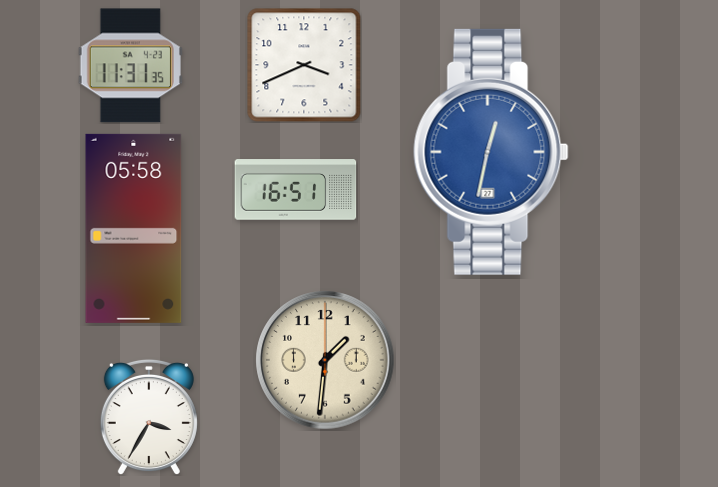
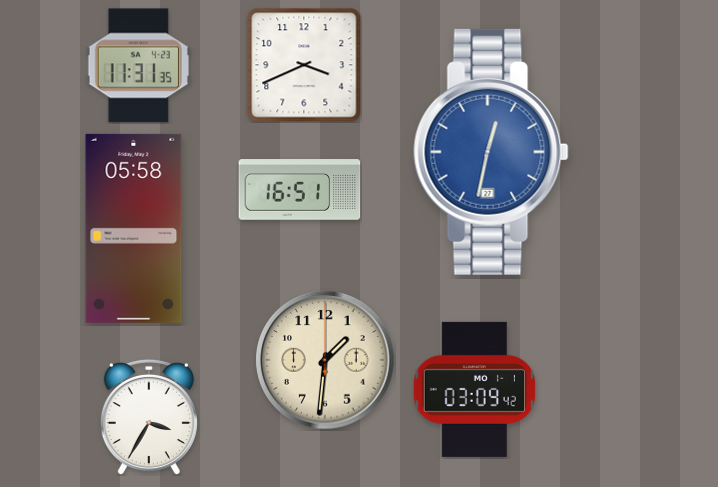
clock at (130, 66) position: (130, 66) -> (138, 66)
clock at (296, 190) position: (296, 190) -> (300, 190)
clock at (475, 389): none -> 03:09
